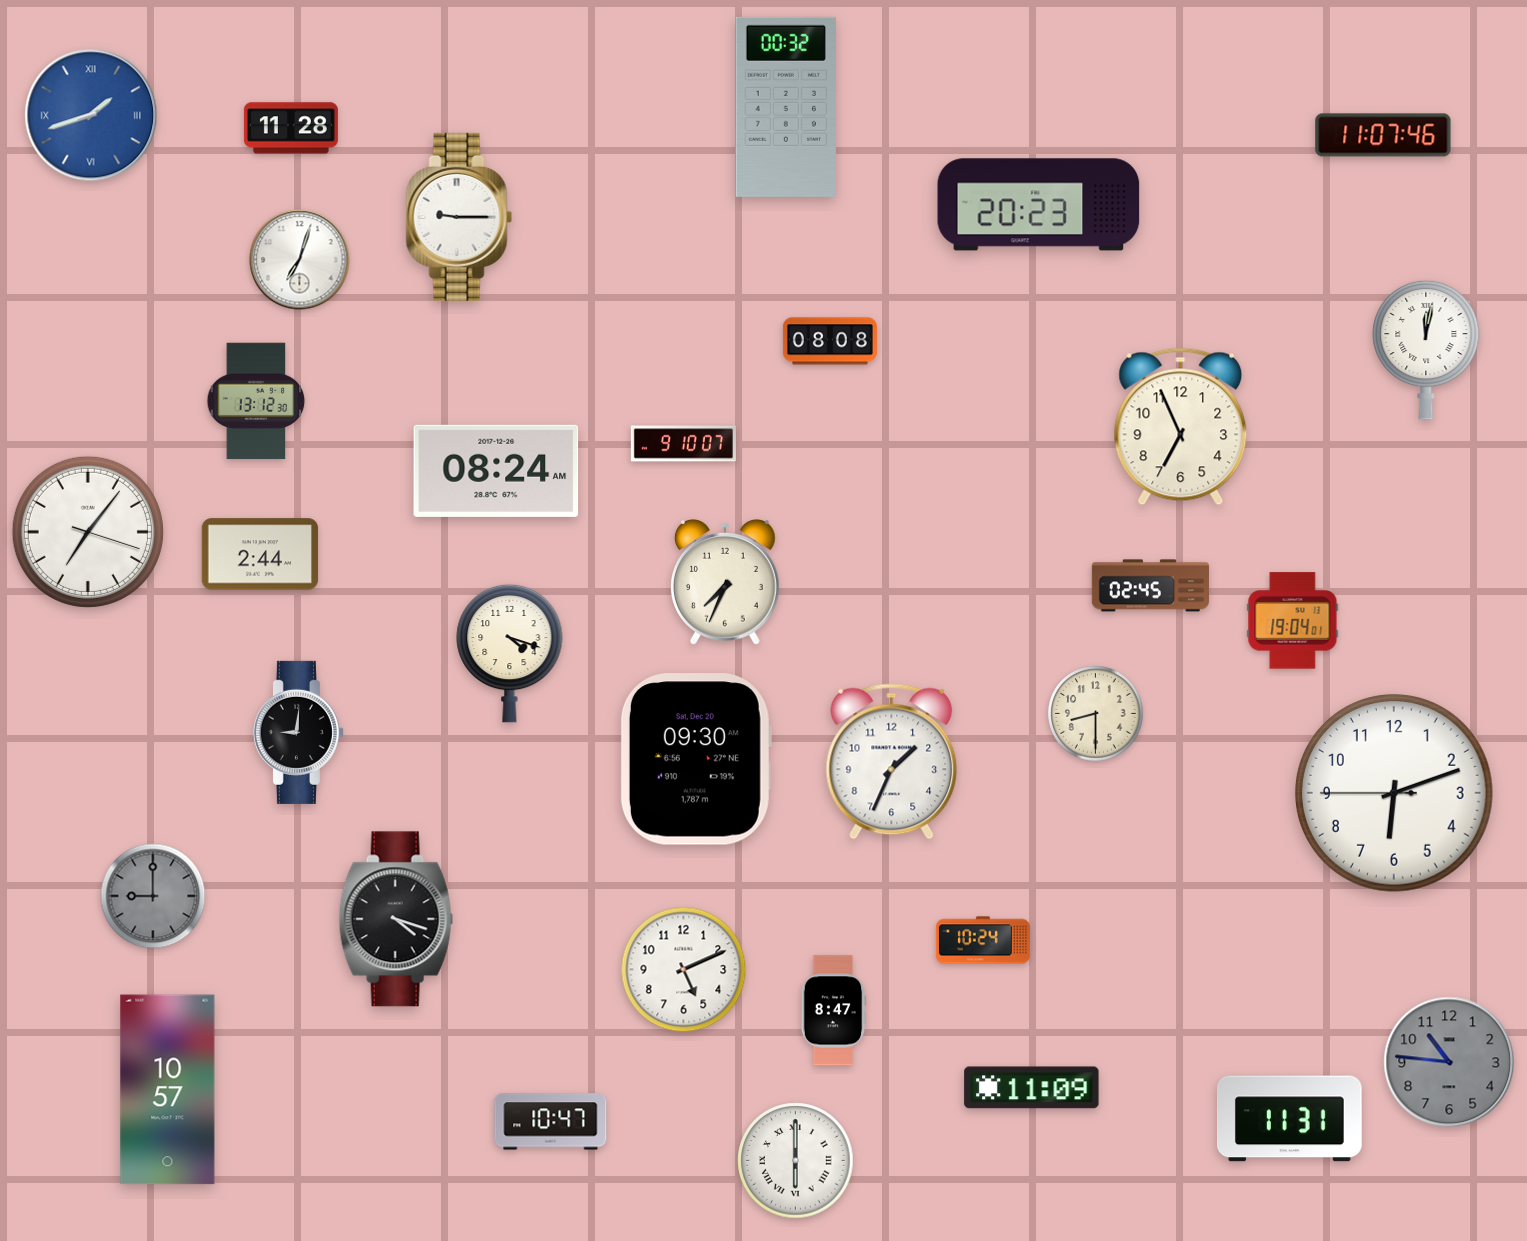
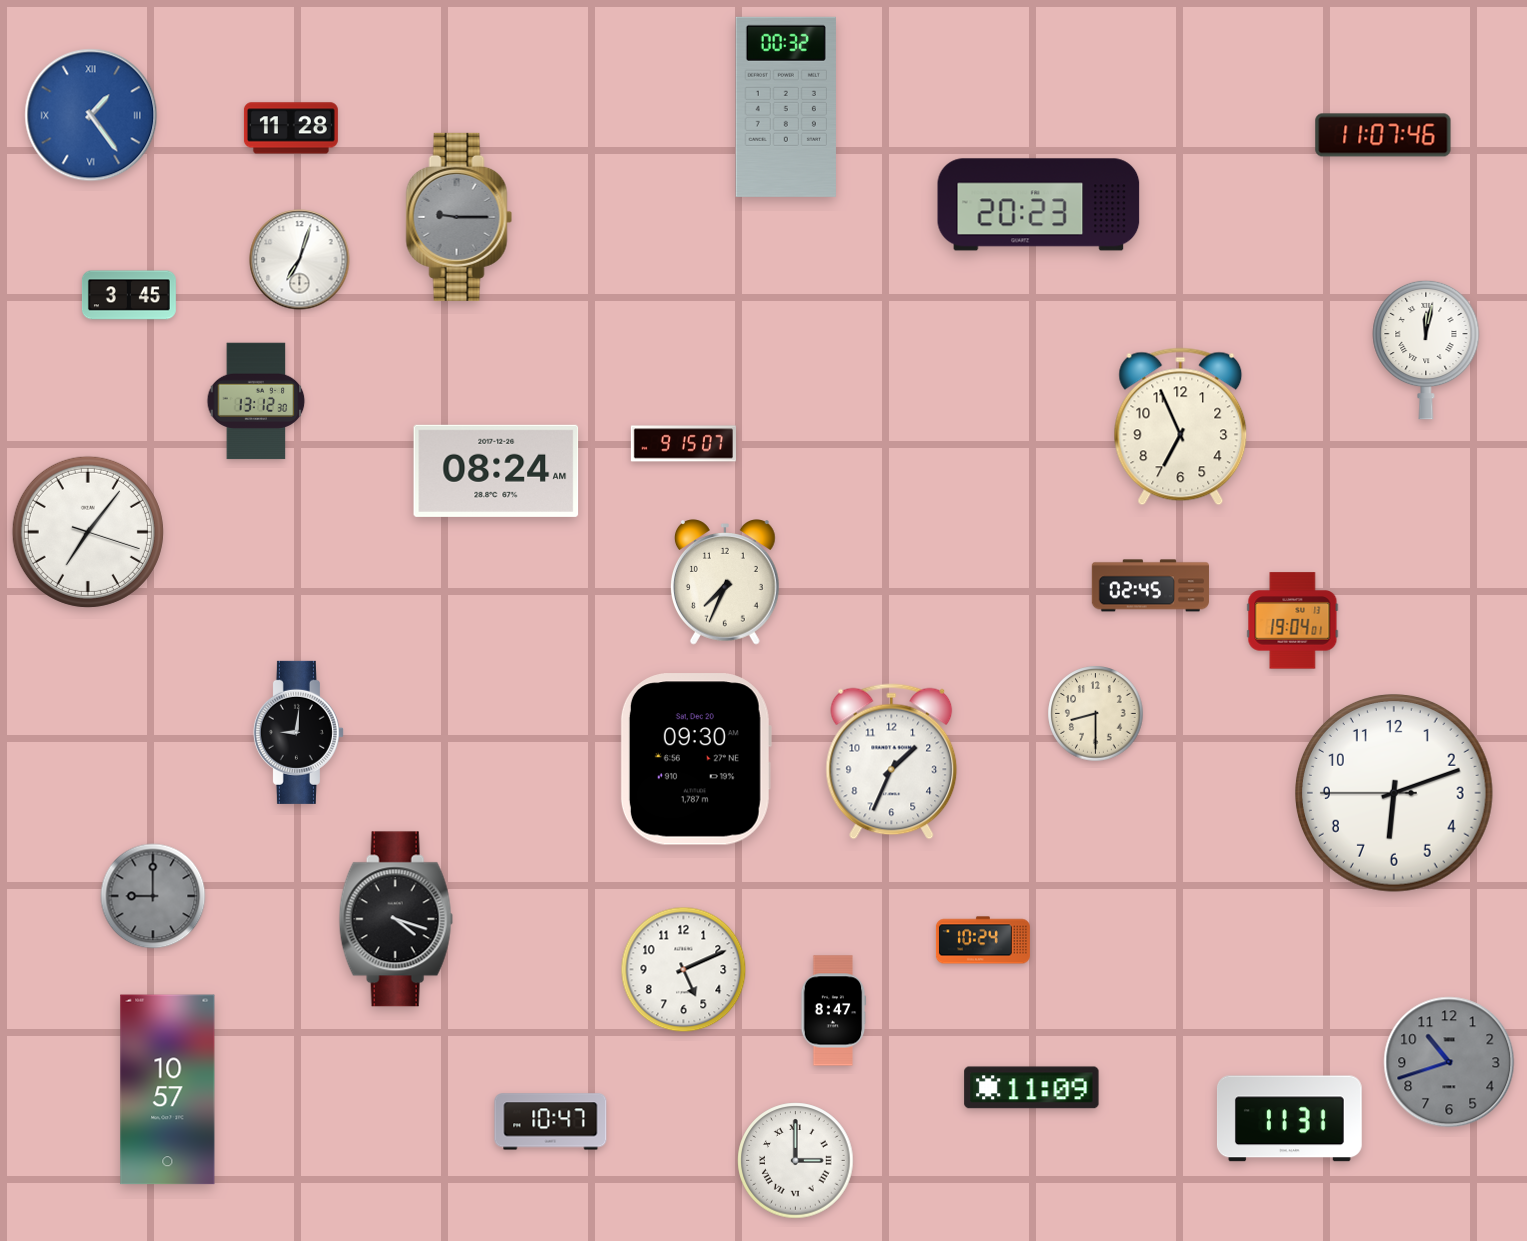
clock at (91, 115): 1:42 -> 1:24
clock at (459, 217) dial: white -> grey
clock at (129, 295): none -> 3:45
clock at (830, 341): 08:08 -> none
clock at (683, 444): 9:10 -> 9:15
clock at (260, 554): 2:44 -> none
clock at (510, 653): 4:18 -> none
clock at (1449, 1062): 10:46 -> 10:42
clock at (796, 1161): 6:00 -> 3:00
